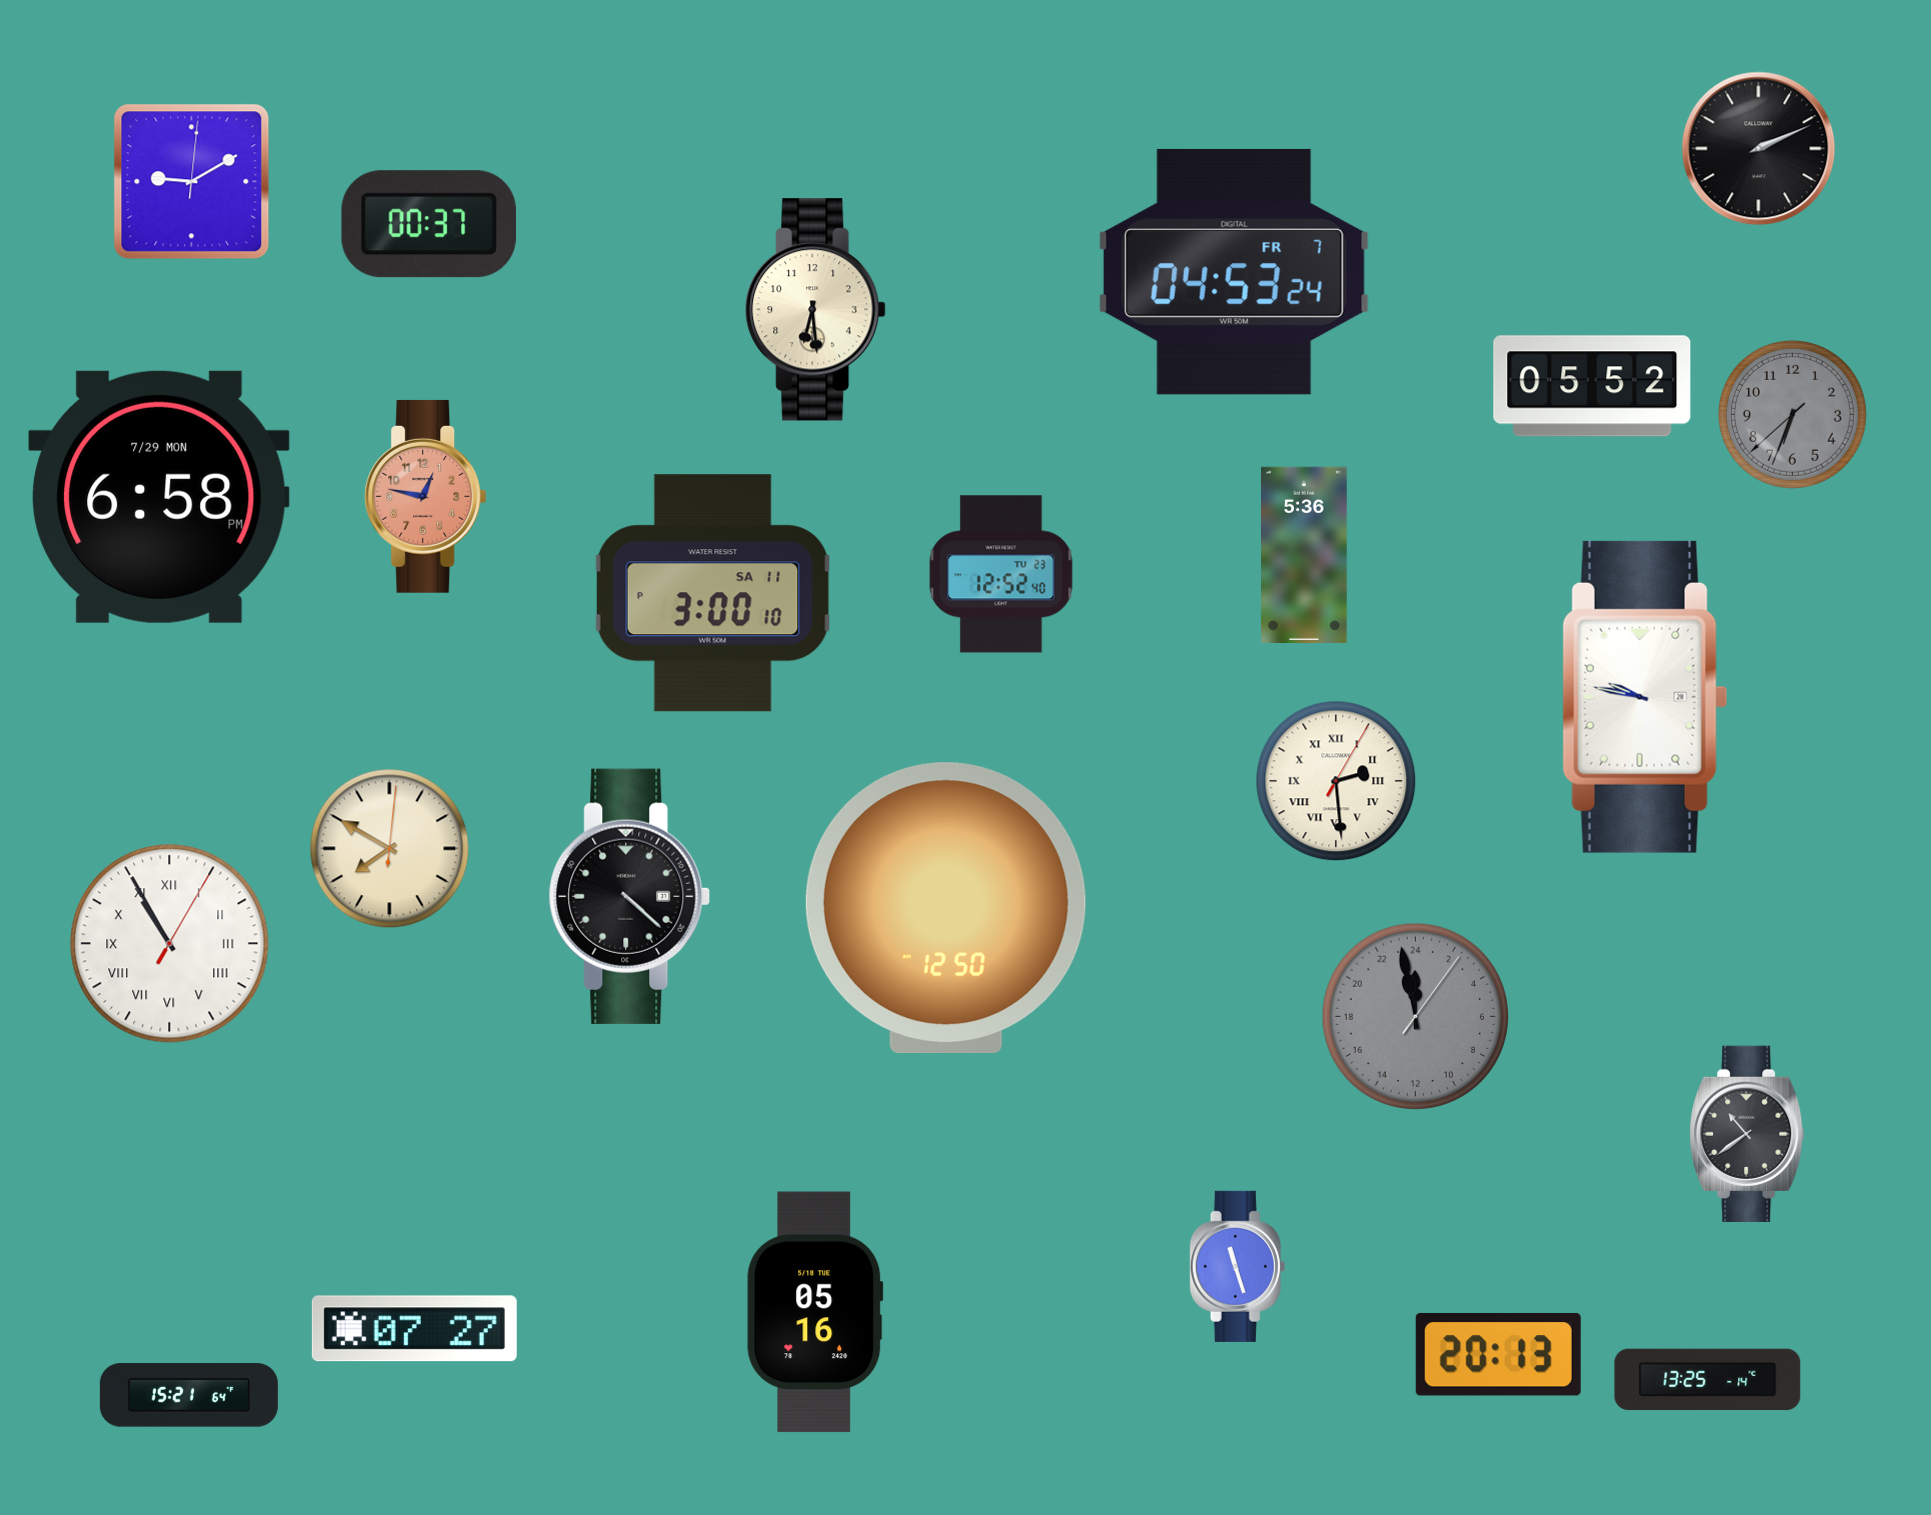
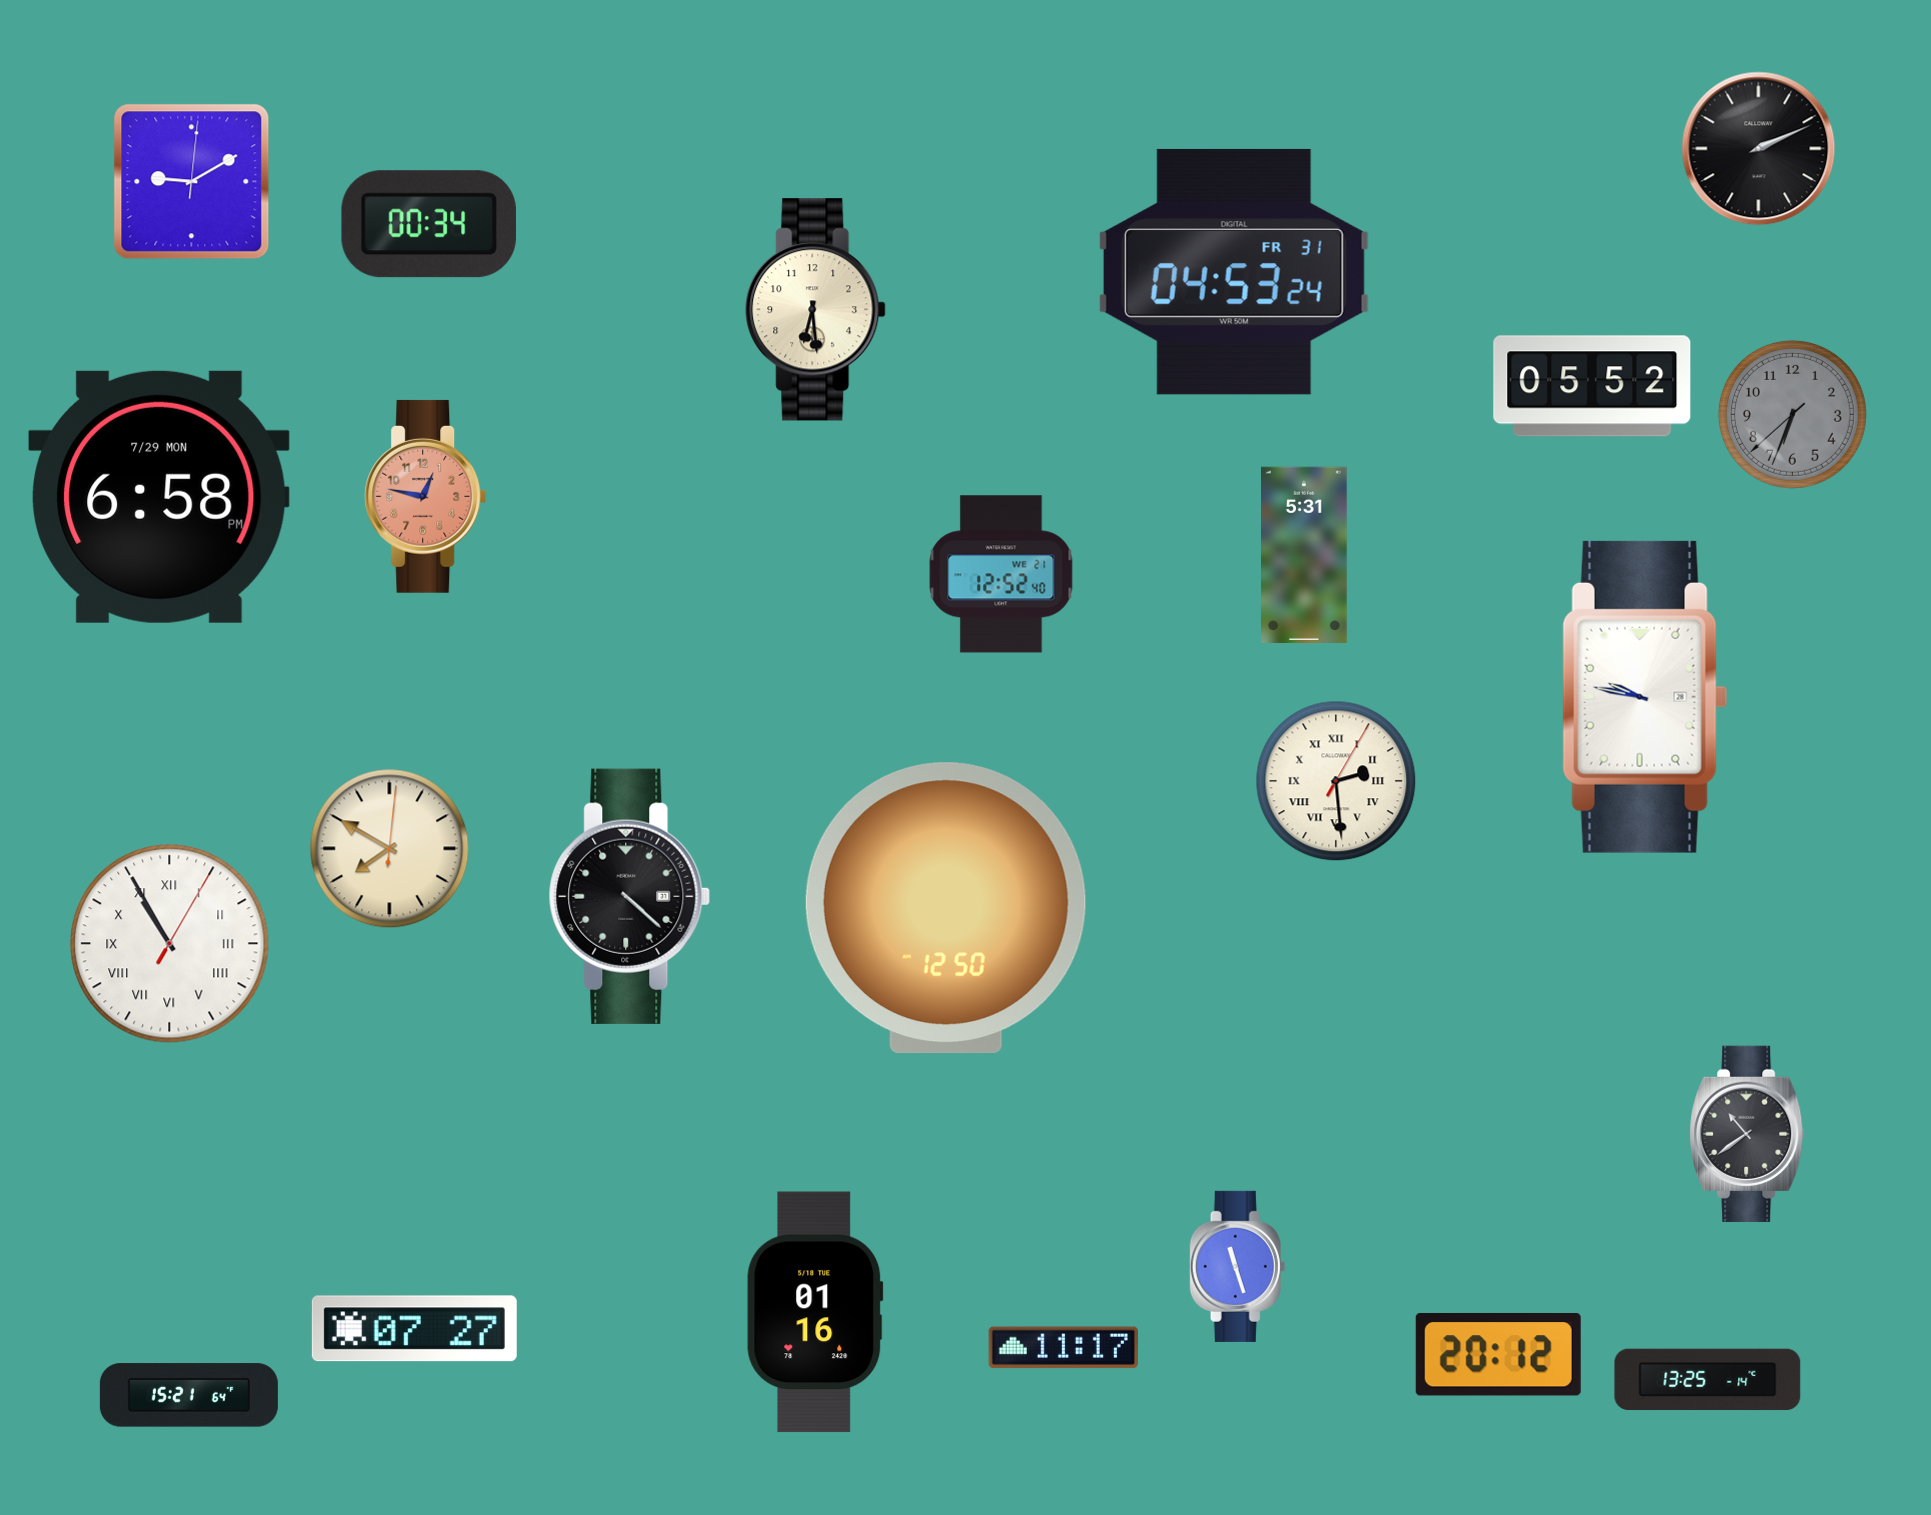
clock at (429, 224): 00:37 -> 00:34
clock at (1234, 272) date: FR 7 -> FR 31
clock at (1305, 554): 5:36 -> 5:31
clock at (1001, 574) date: TU 23 -> WE 21
clock at (713, 593): 3:00 -> none
clock at (1415, 1016): 23:58 -> none
clock at (815, 1312): 05:16 -> 01:16
clock at (1063, 1348): none -> 11:17
clock at (1498, 1354): 20:13 -> 20:12
